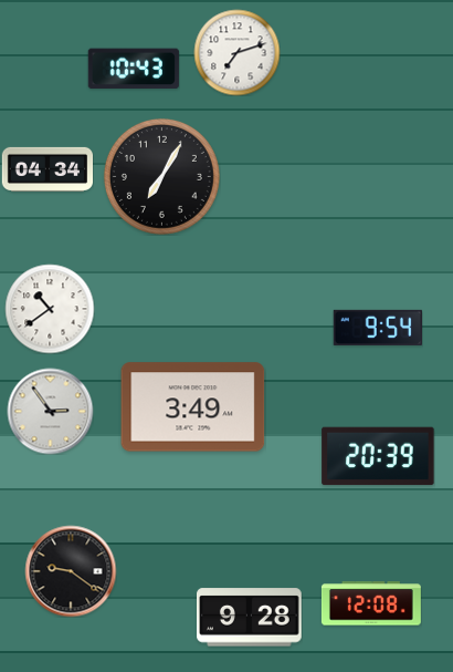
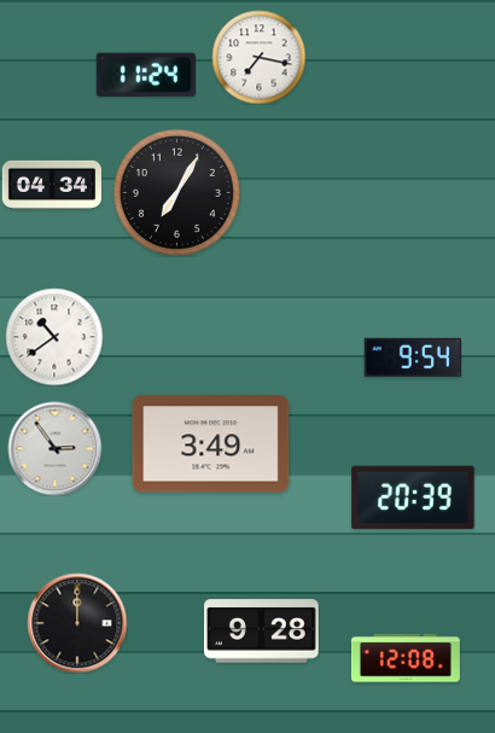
clock at (236, 52): 7:12 -> 7:17
clock at (134, 69): 10:43 -> 11:24
clock at (71, 571): 9:21 -> 12:00
clock at (250, 618) position: (250, 618) -> (262, 632)
